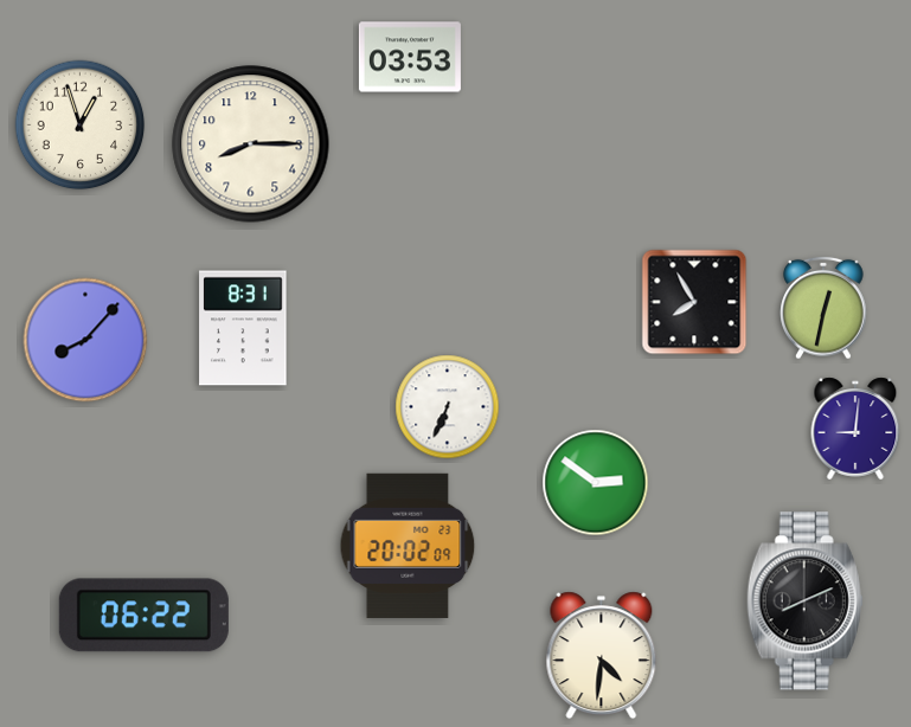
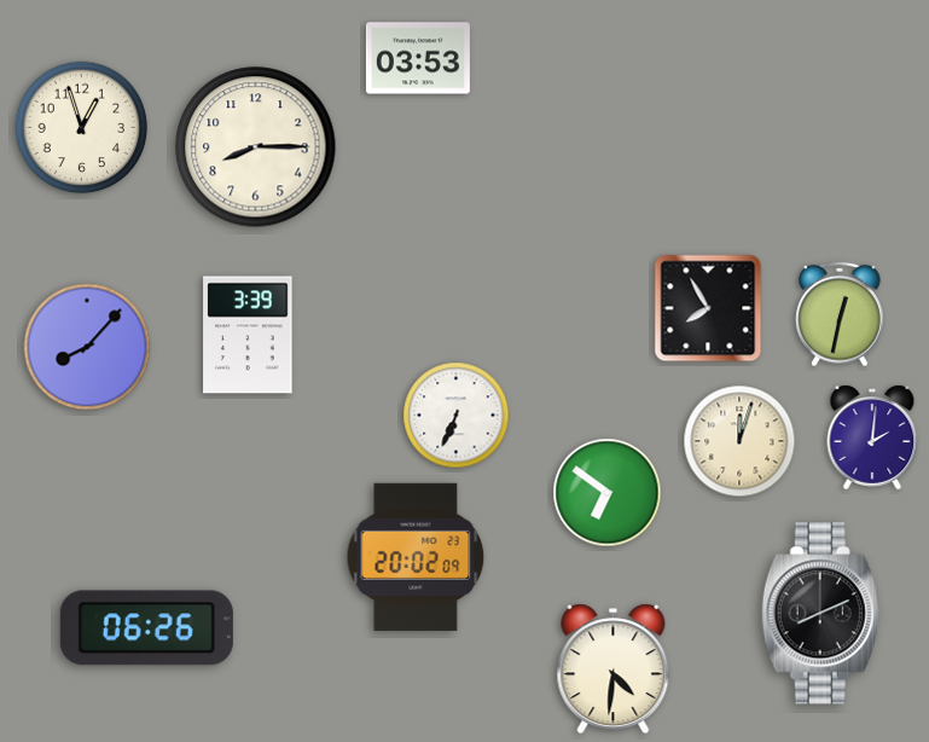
clock at (243, 328): 8:31 -> 3:39
clock at (855, 429): 9:01 -> 2:01
clock at (739, 441): none -> 12:03
clock at (596, 483): 2:51 -> 6:51
clock at (143, 616): 06:22 -> 06:26
